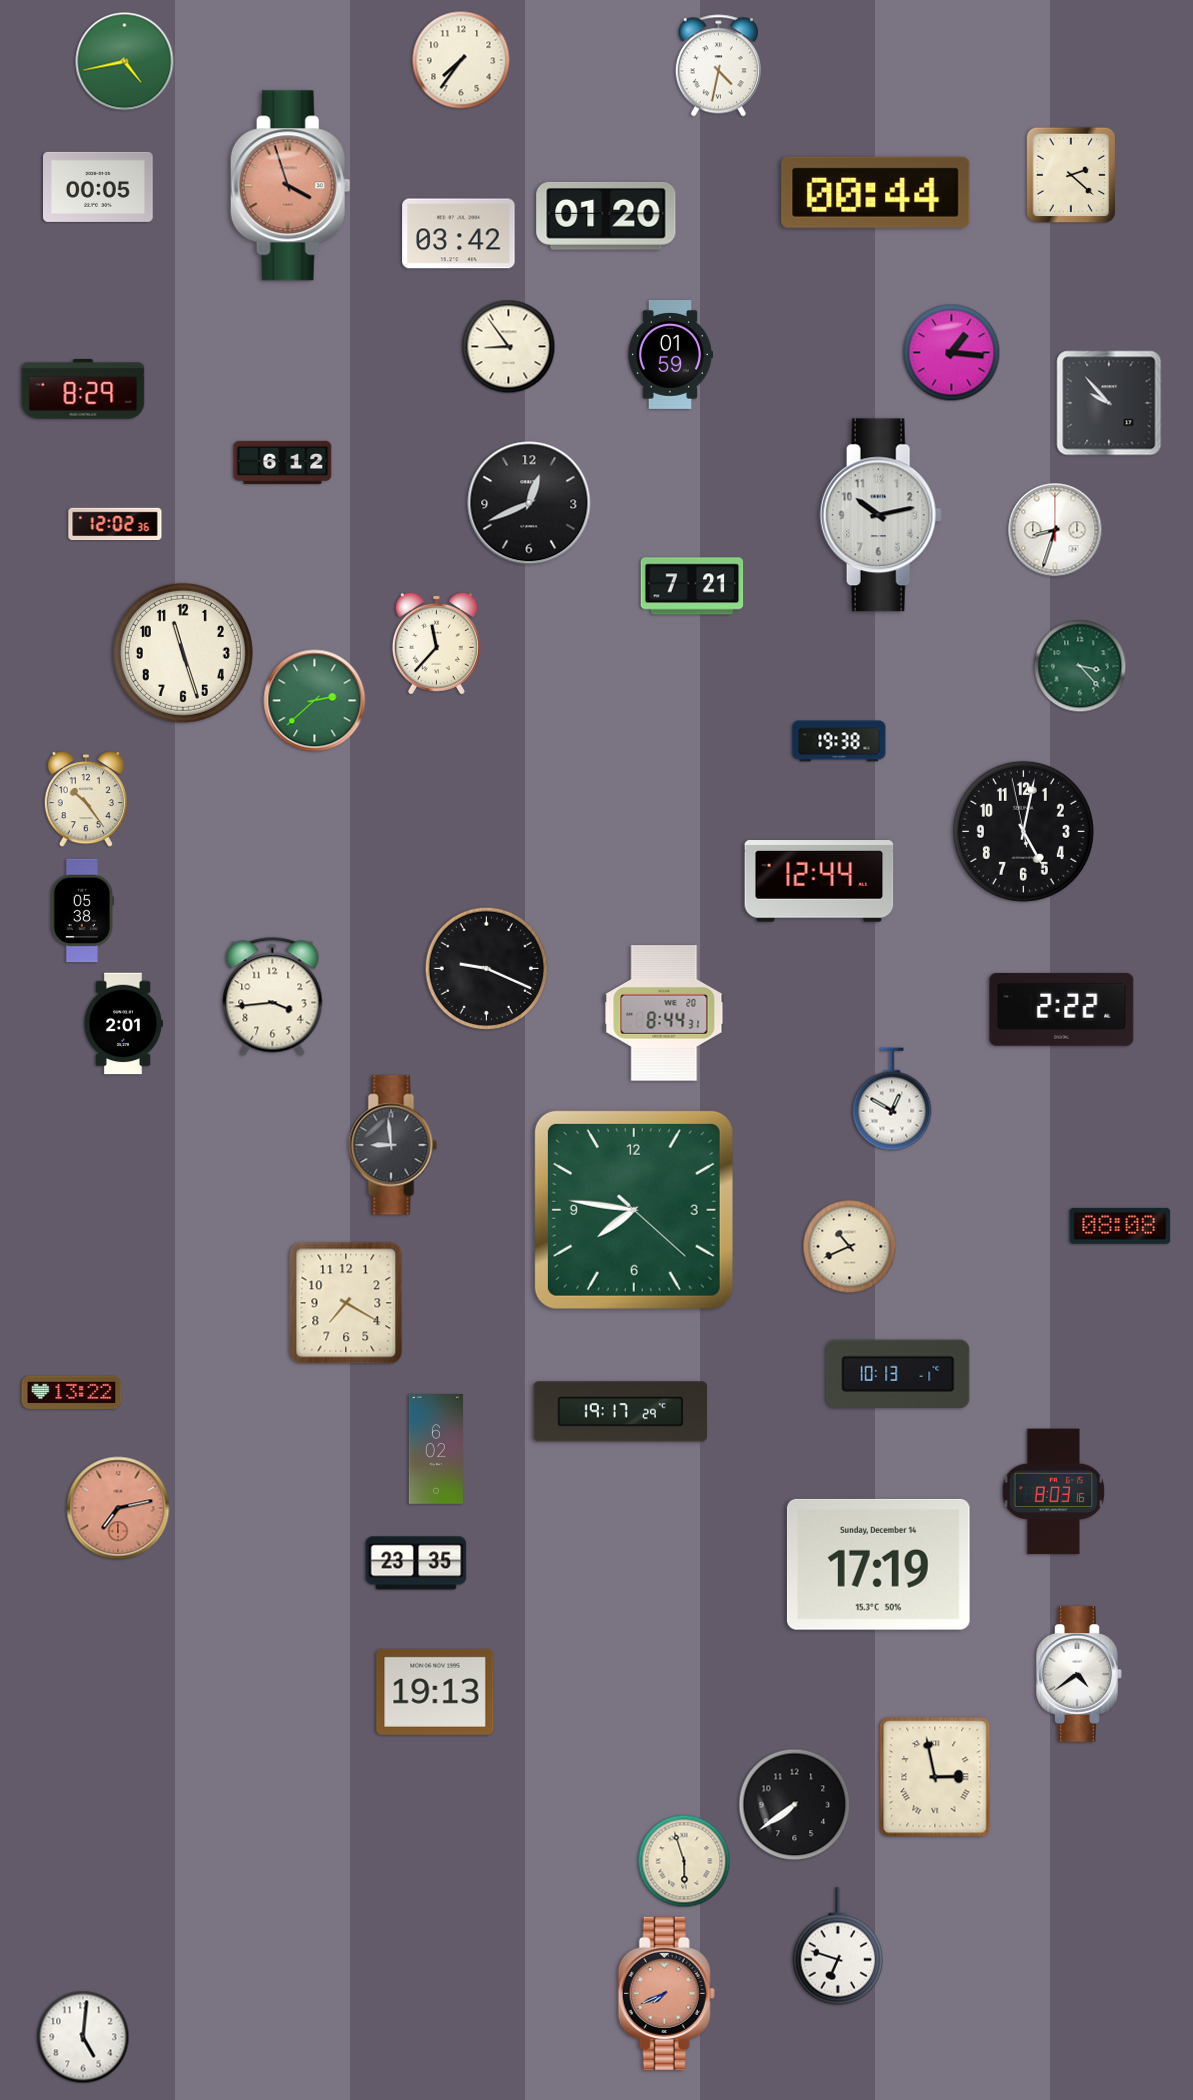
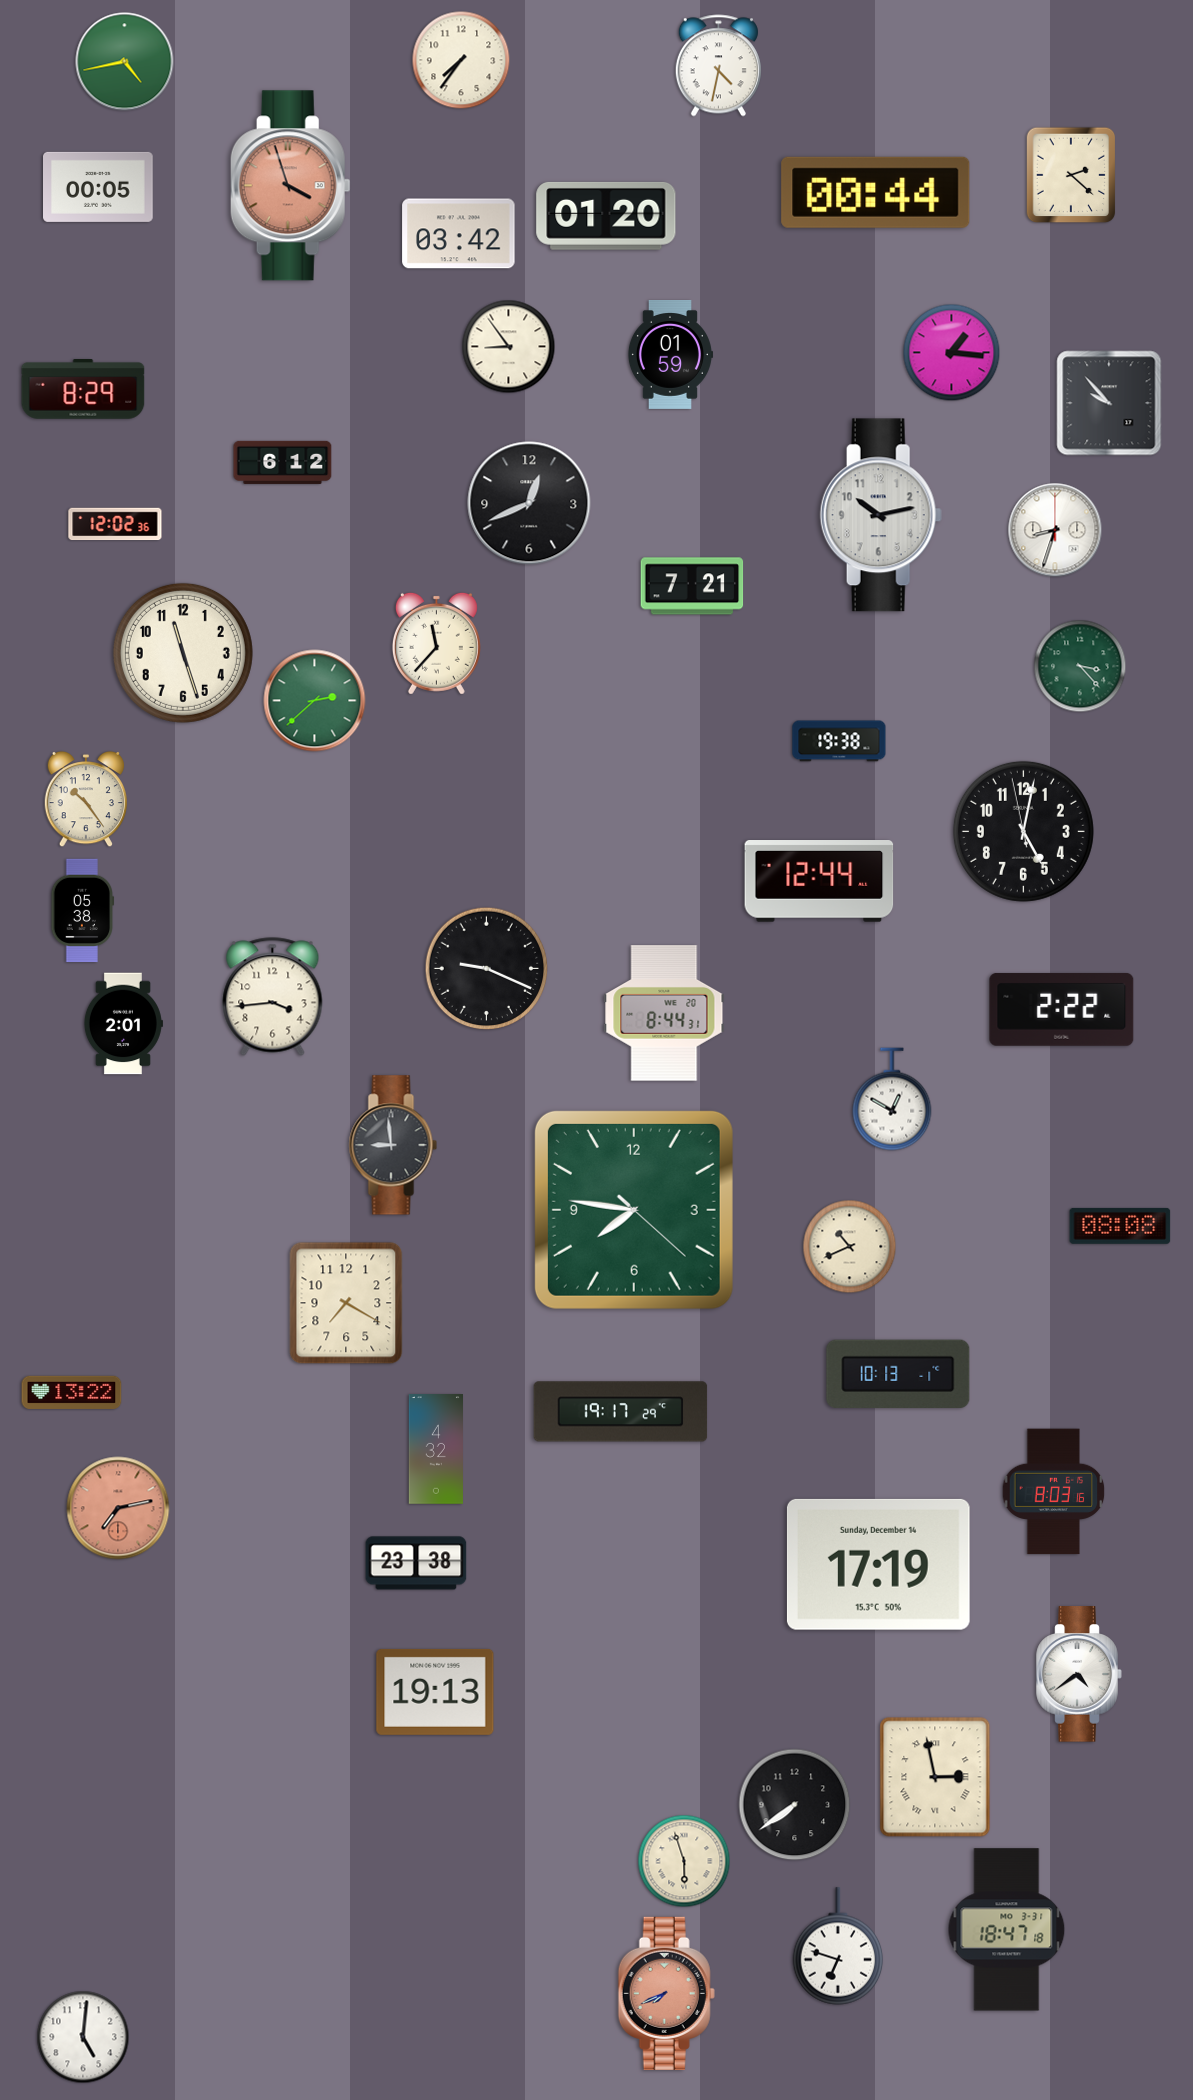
clock at (435, 1449): 6:02 -> 4:32
clock at (416, 1563): 23:35 -> 23:38
clock at (1007, 1930): none -> 18:47
